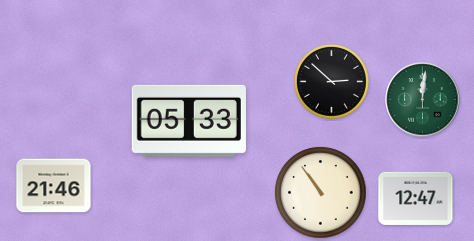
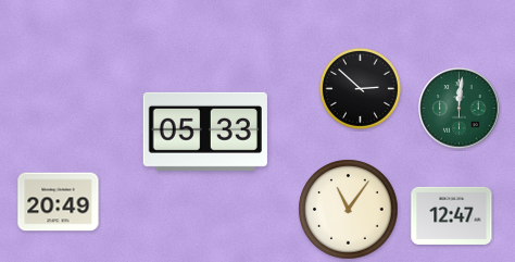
clock at (54, 186): 21:46 -> 20:49
clock at (321, 193): 10:54 -> 11:06
